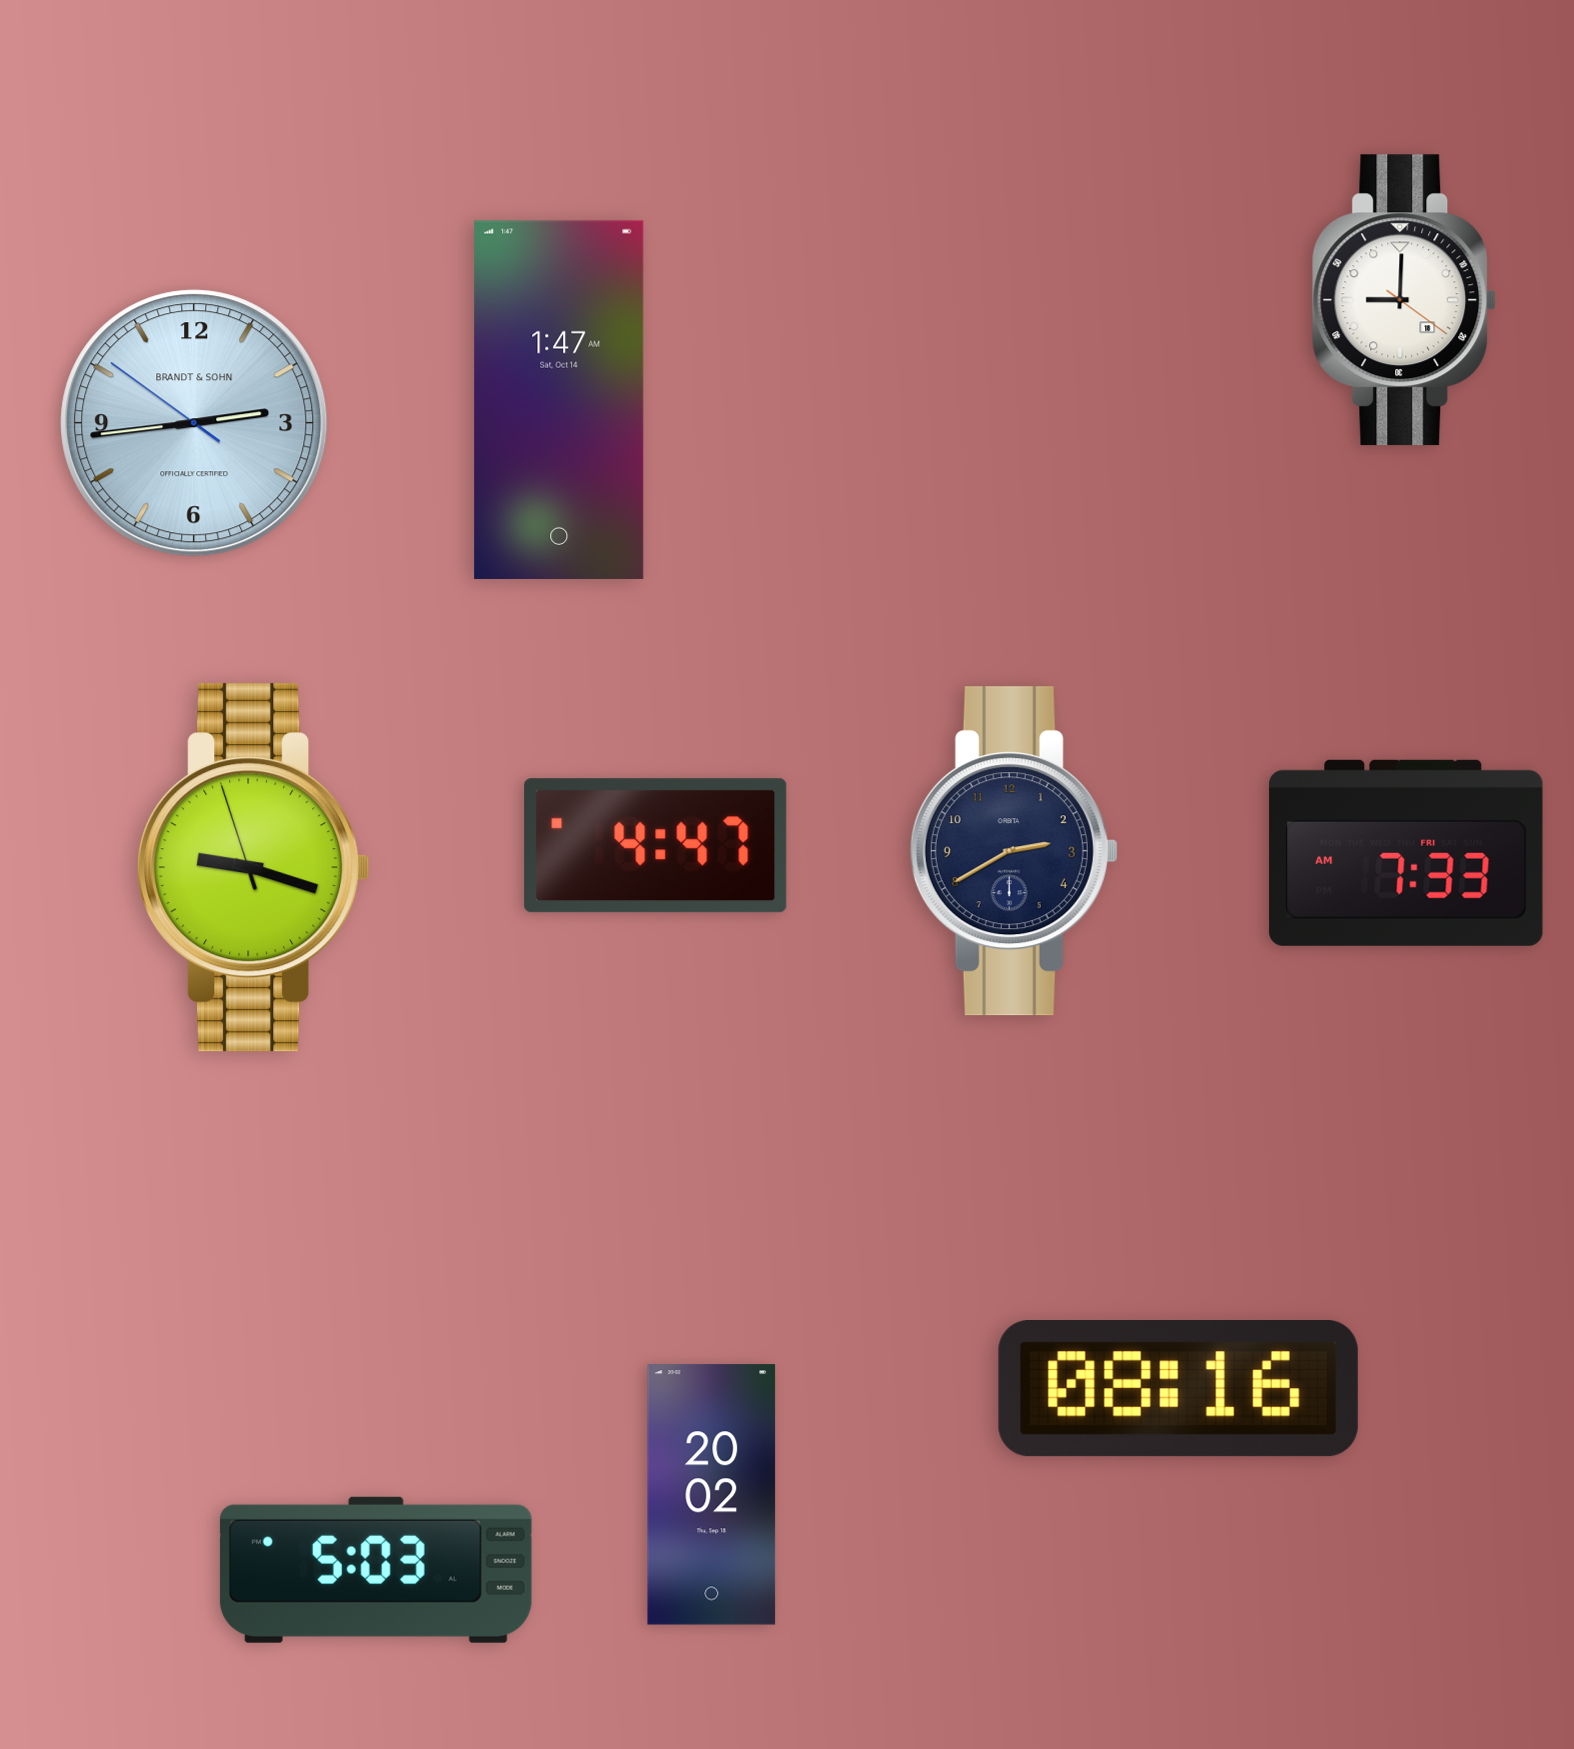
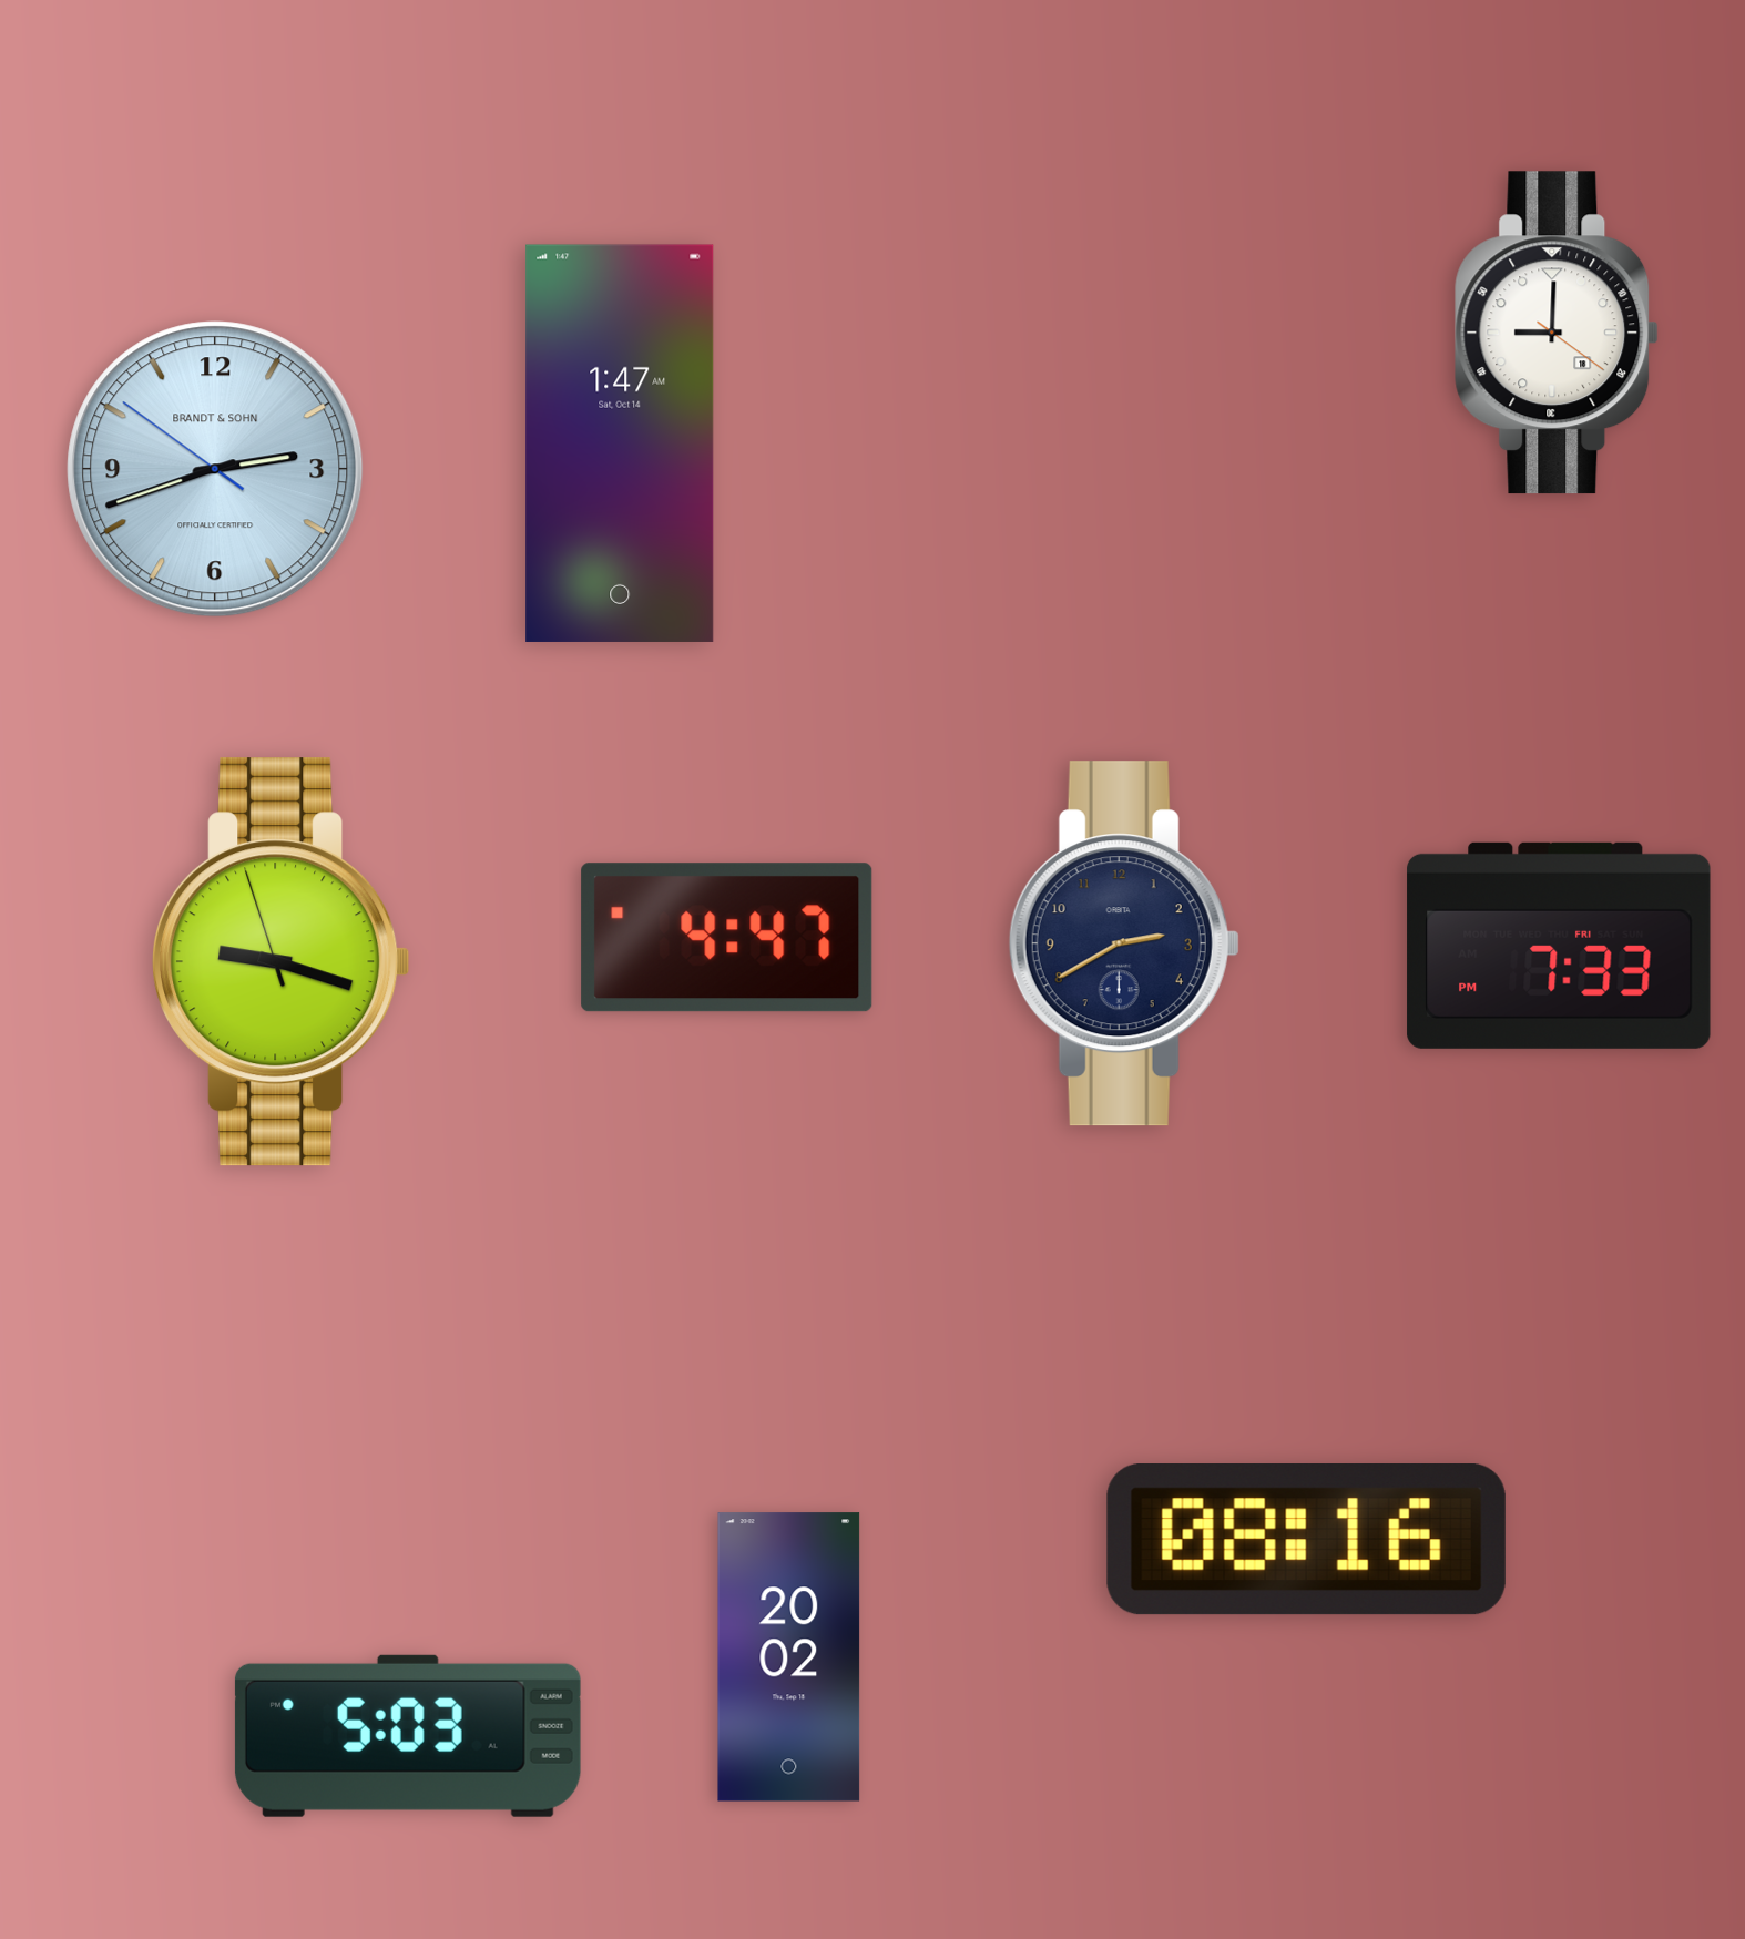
clock at (194, 423): 2:43 -> 2:41
clock at (1406, 853): 7:33 AM -> 7:33 PM
clock at (376, 1570) position: (376, 1570) -> (408, 1736)
